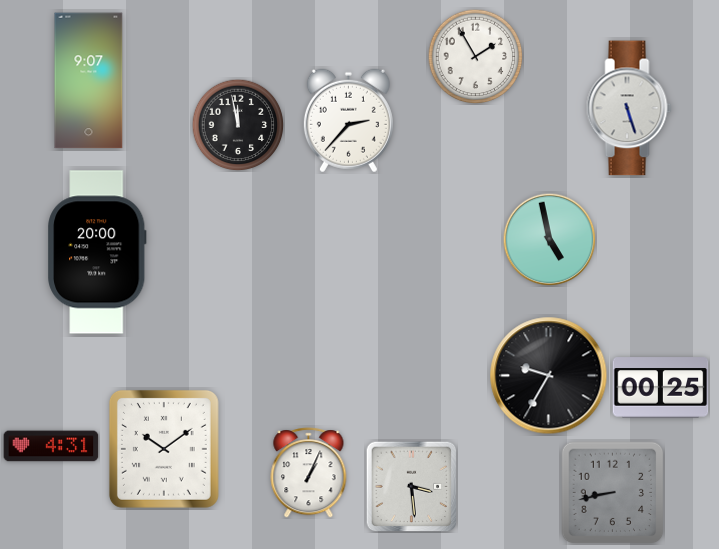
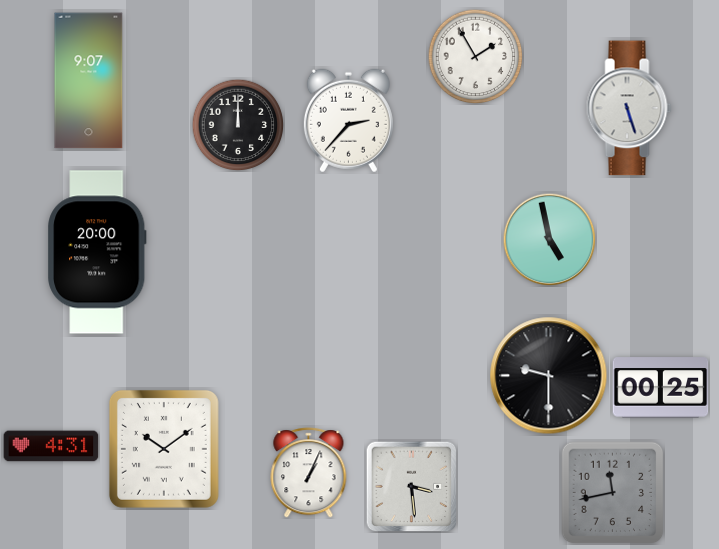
clock at (238, 125): 11:58 -> 12:00
clock at (549, 376): 9:35 -> 9:30
clock at (613, 493): 8:43 -> 11:43
